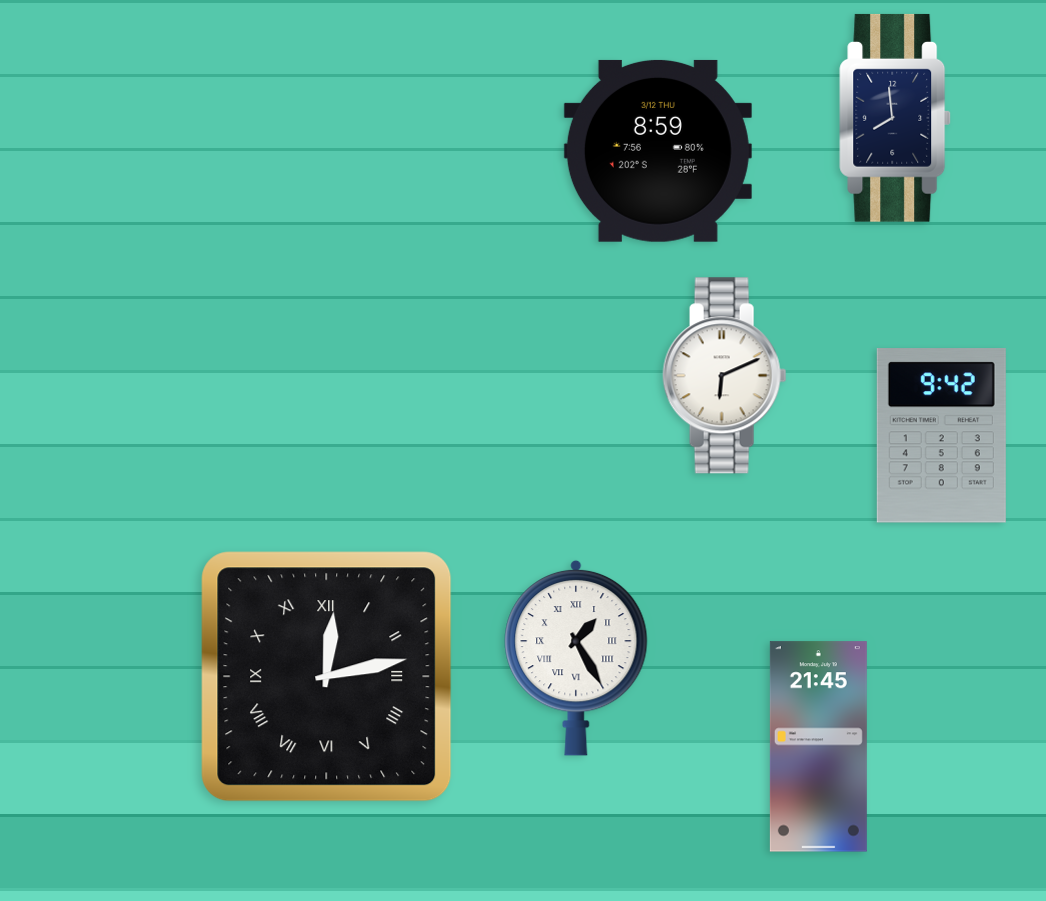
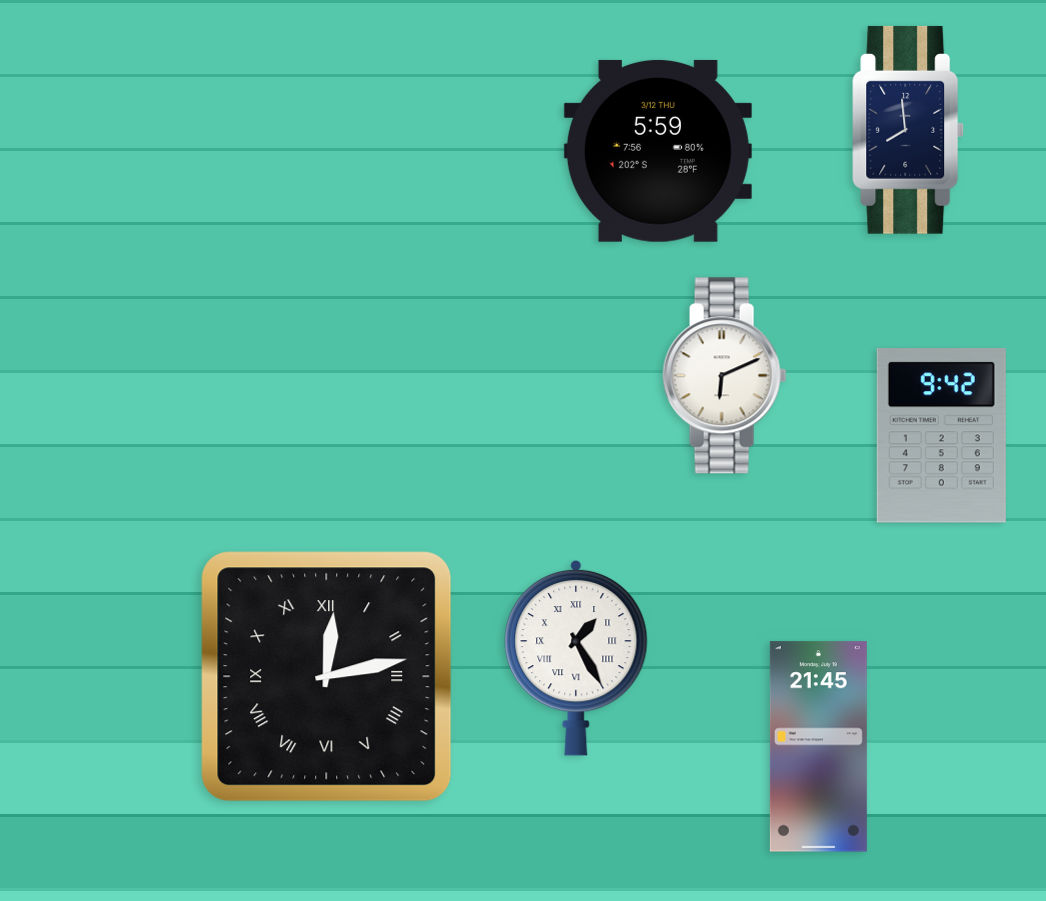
clock at (896, 118) position: (896, 118) -> (909, 130)
clock at (658, 151): 8:59 -> 5:59
